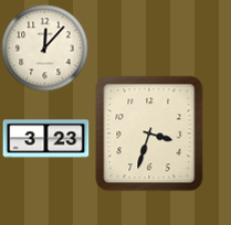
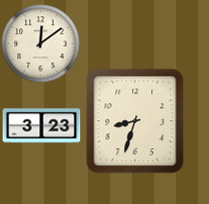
clock at (44, 47): 12:07 -> 12:09
clock at (149, 133): 3:33 -> 8:33
